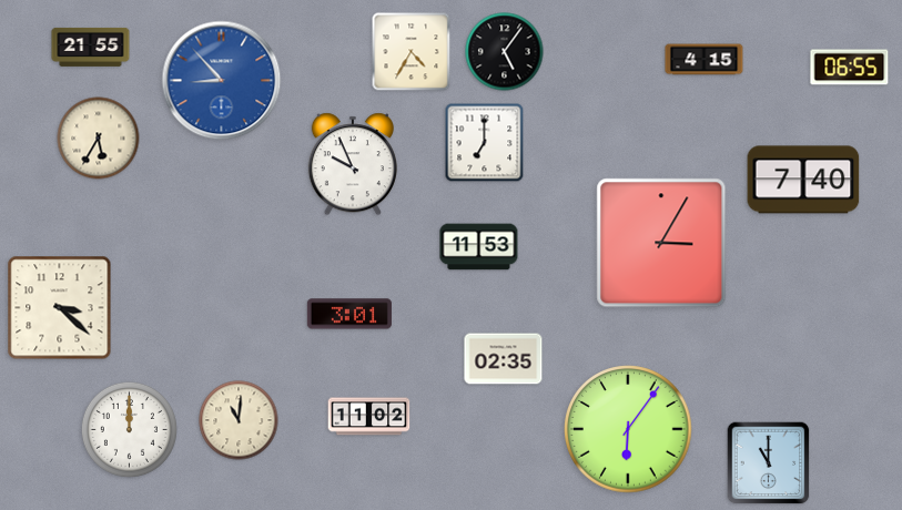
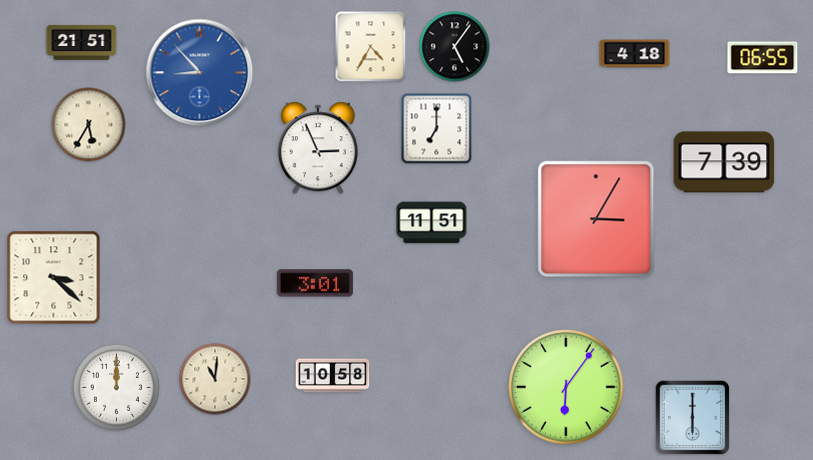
clock at (91, 47): 21:55 -> 21:51
clock at (705, 60): 4:15 -> 4:18
clock at (850, 68) position: (850, 68) -> (763, 58)
clock at (353, 164): 9:56 -> 2:56
clock at (803, 180): 7:40 -> 7:39
clock at (479, 247): 11:53 -> 11:51
clock at (504, 359): 02:35 -> none
clock at (369, 417): 11:02 -> 10:58
clock at (769, 463): 11:00 -> 6:00
